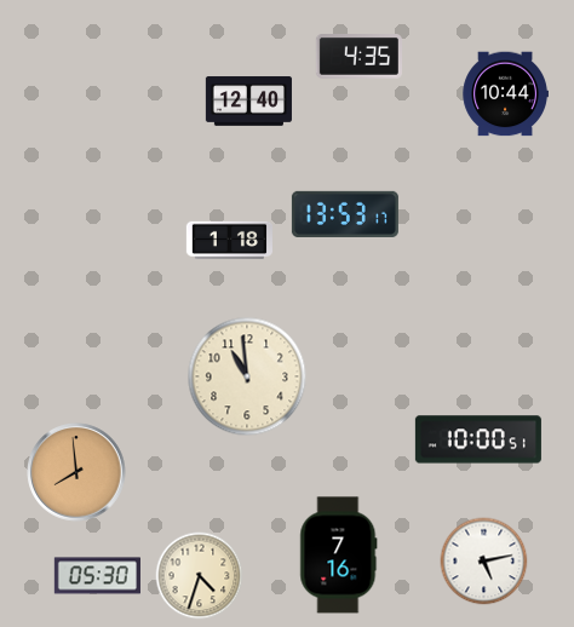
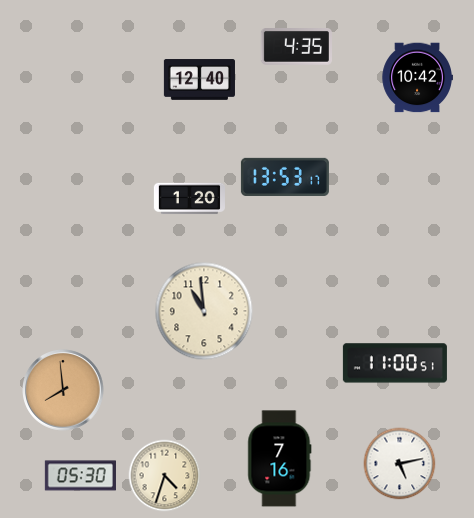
clock at (505, 94): 10:44 -> 10:42
clock at (248, 102) position: (248, 102) -> (199, 80)
clock at (229, 241): 1:18 -> 1:20
clock at (478, 439): 10:00 -> 11:00
